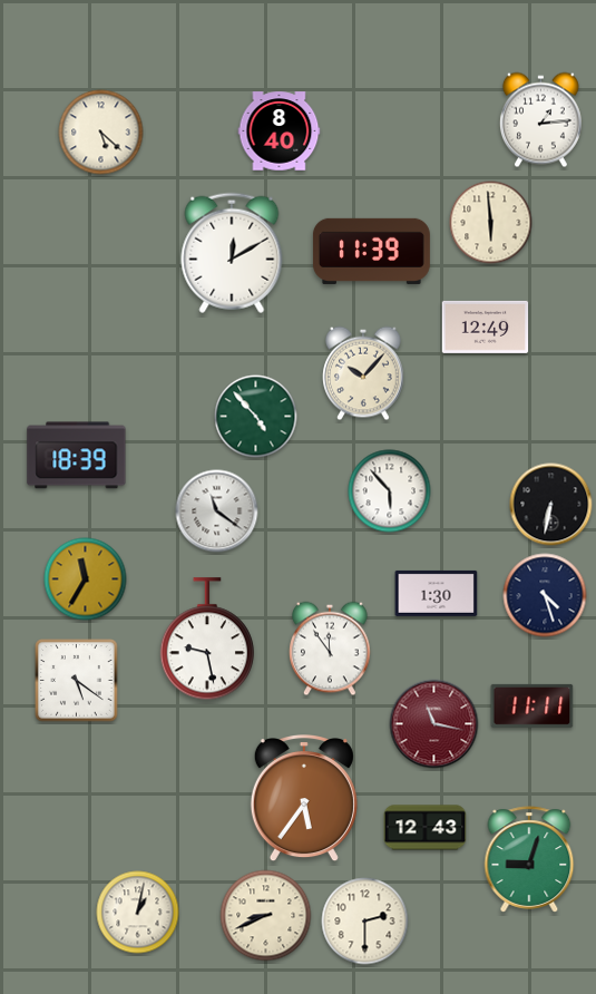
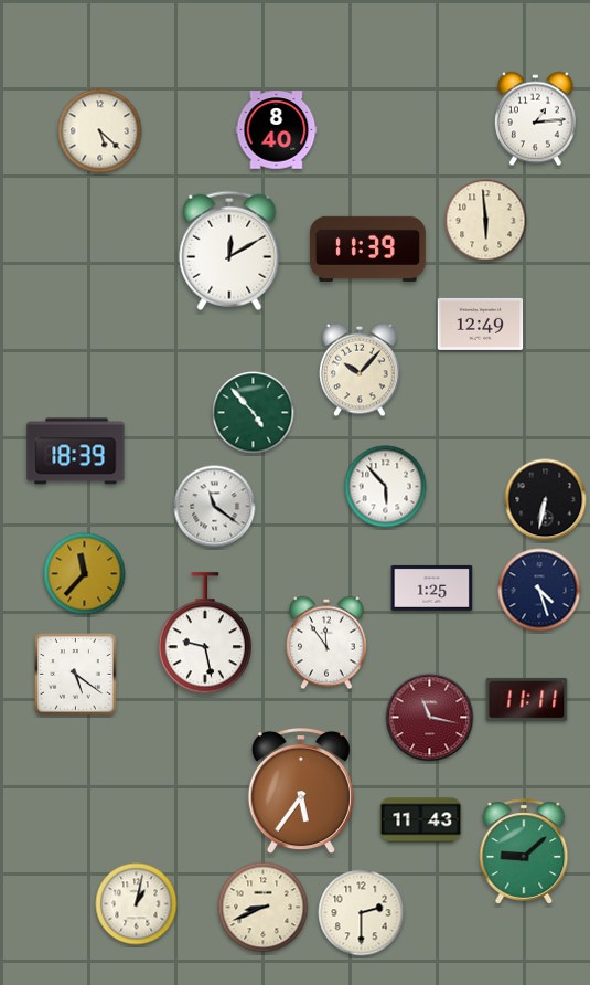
clock at (86, 579): 11:35 -> 11:37
clock at (437, 593): 1:30 -> 1:25
clock at (426, 828): 12:43 -> 11:43
clock at (529, 859): 9:03 -> 9:08
